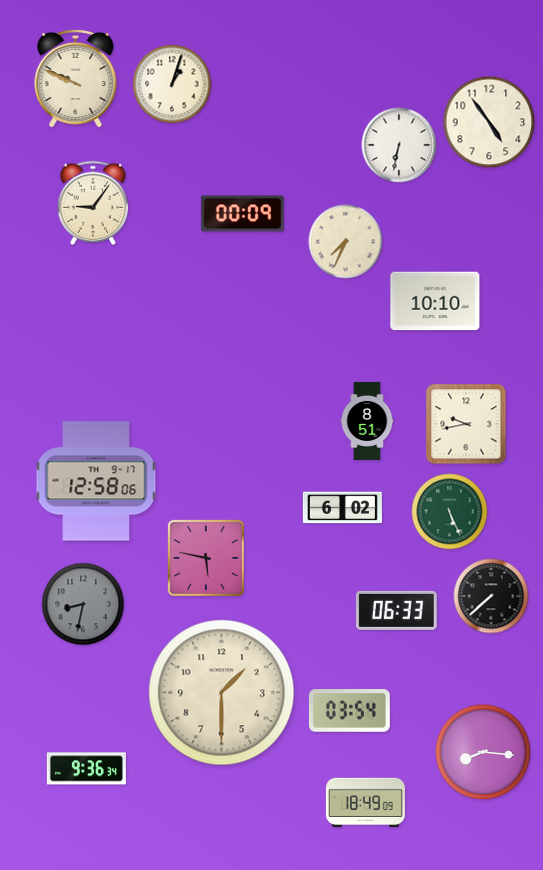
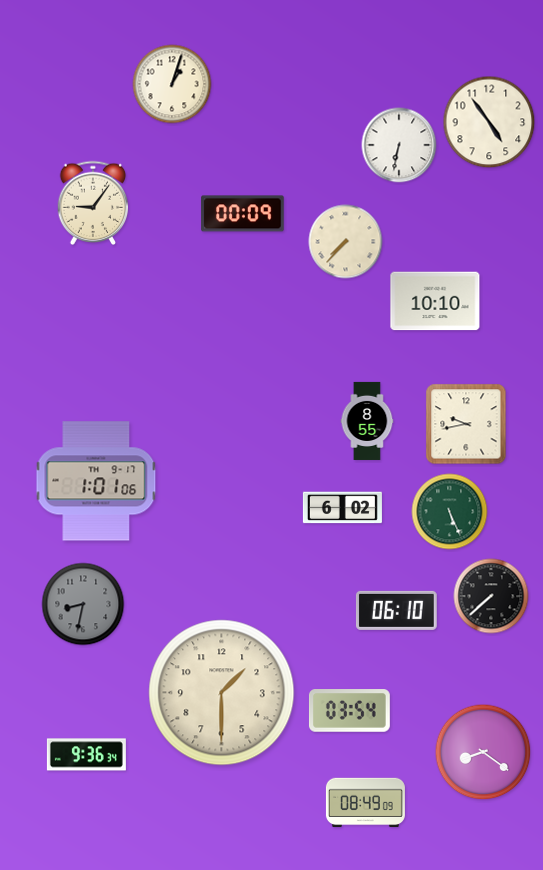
clock at (76, 78): 9:49 -> none
clock at (346, 242): 7:34 -> 7:37
clock at (367, 421): 8:51 -> 8:55
clock at (96, 481): 12:58 -> 1:01
clock at (206, 558): 5:47 -> none
clock at (396, 610): 06:33 -> 06:10
clock at (483, 752): 8:16 -> 8:21
clock at (86, 769) position: (86, 769) -> (86, 755)
clock at (365, 803): 18:49 -> 08:49
